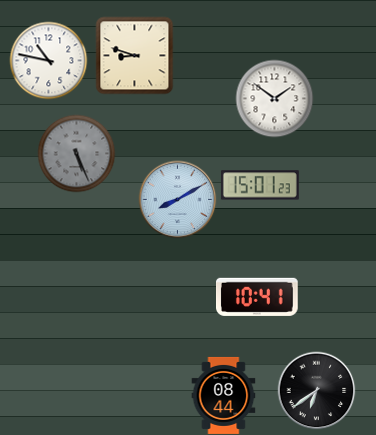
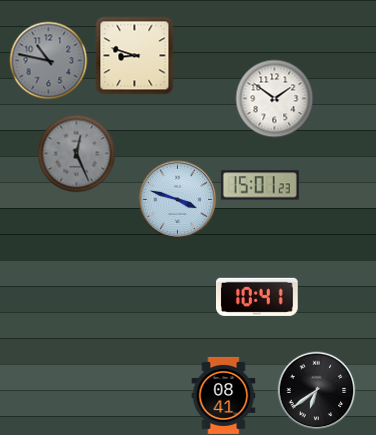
clock at (48, 60) dial: white -> grey
clock at (76, 153): 5:26 -> 12:26
clock at (177, 199): 8:10 -> 3:48
clock at (224, 395): 08:44 -> 08:41
